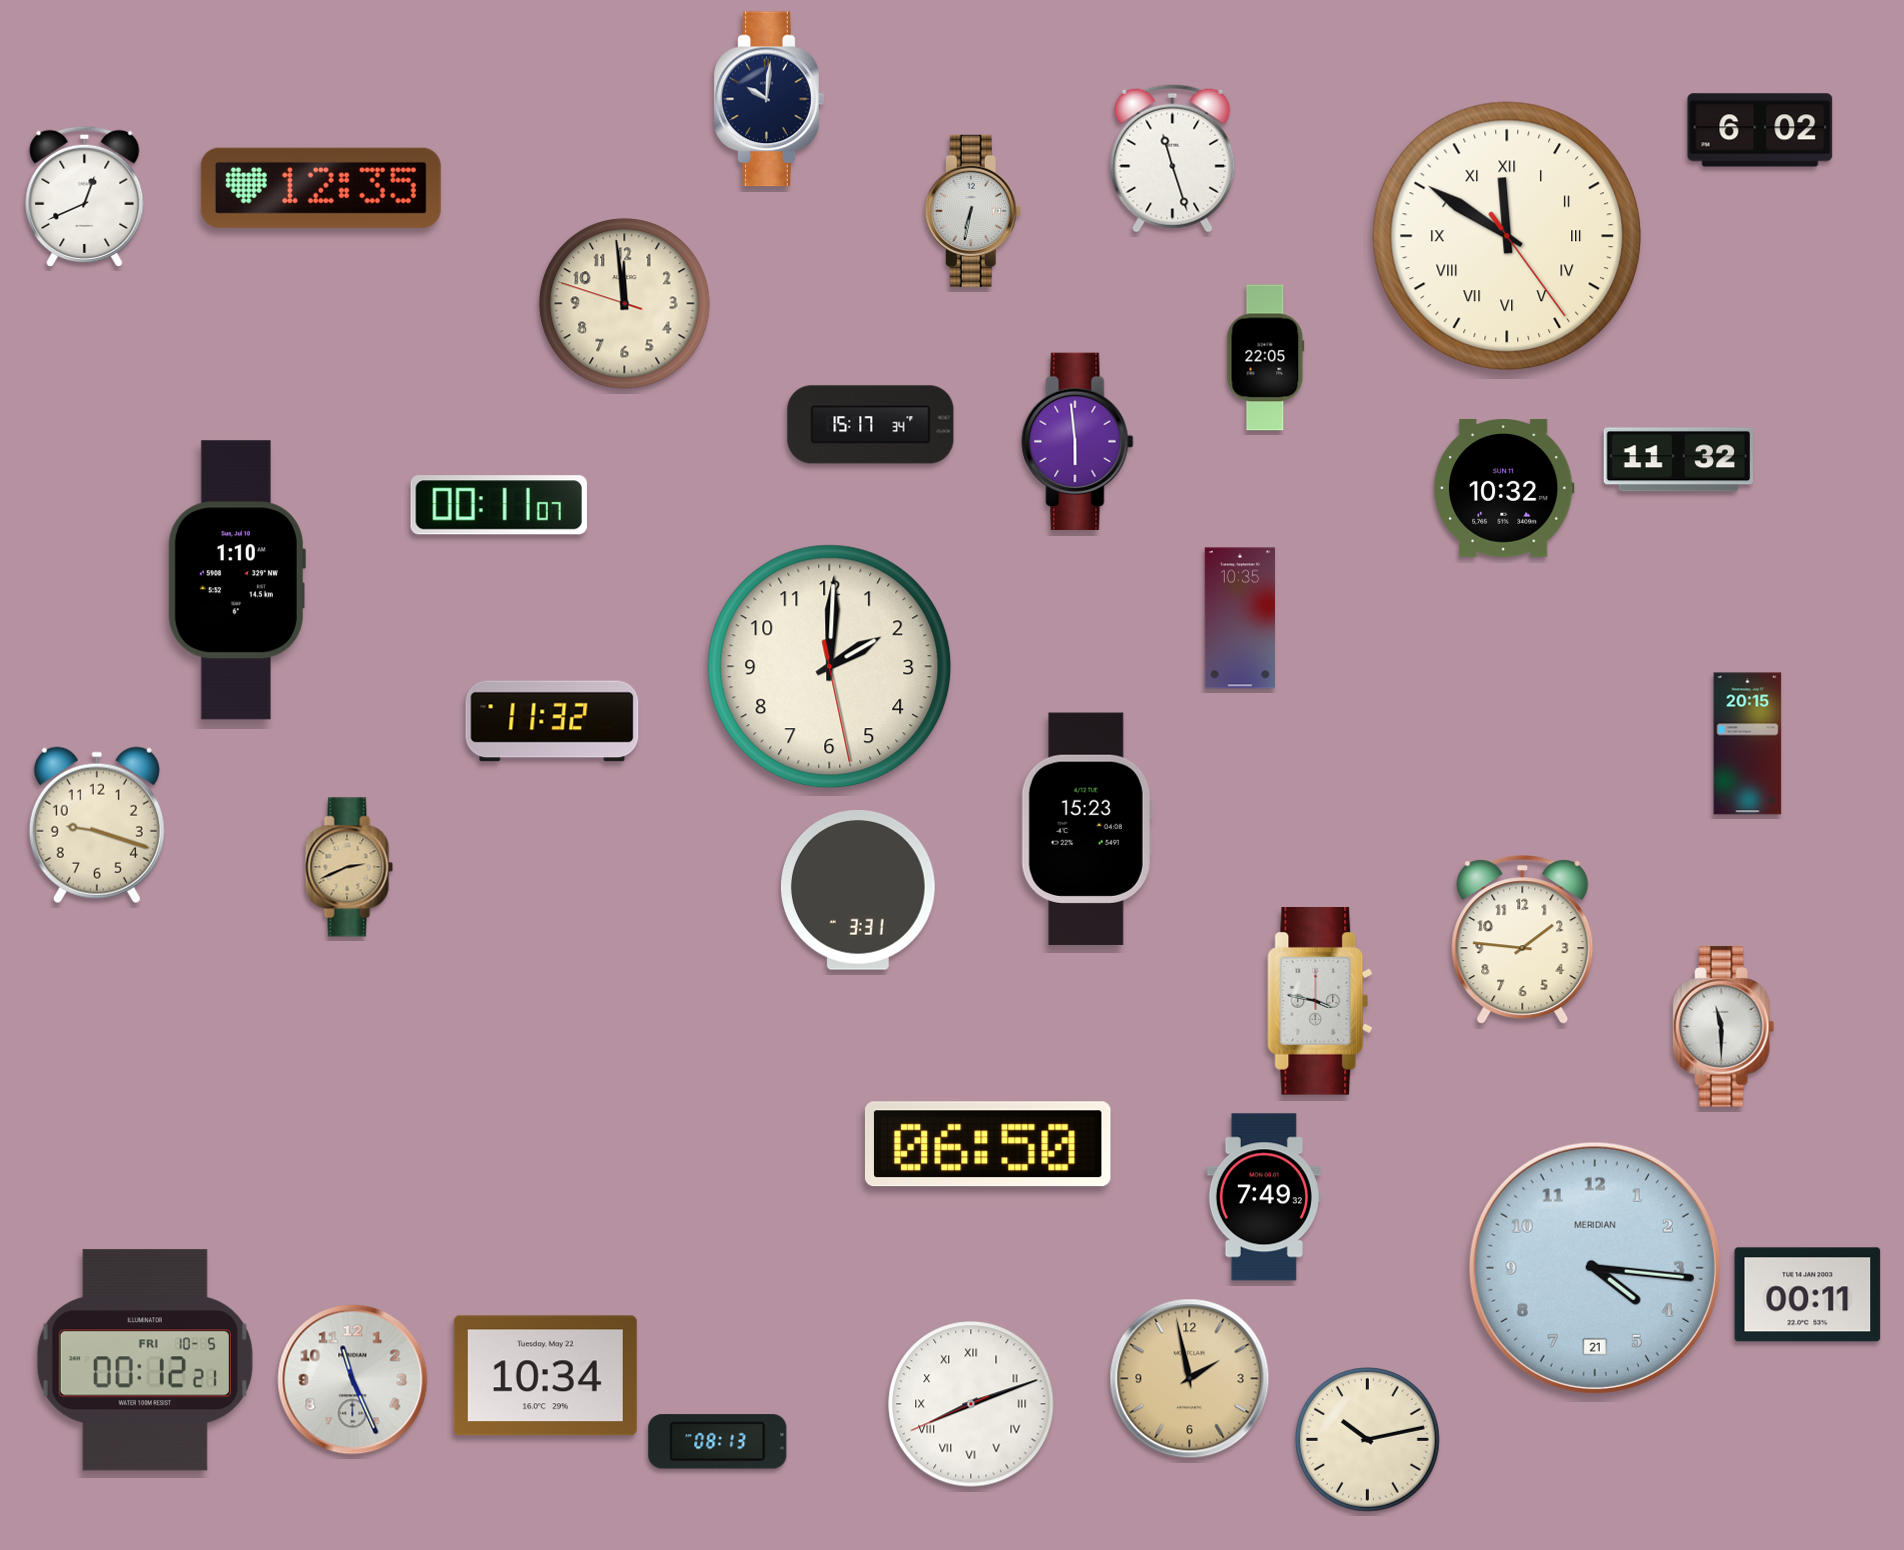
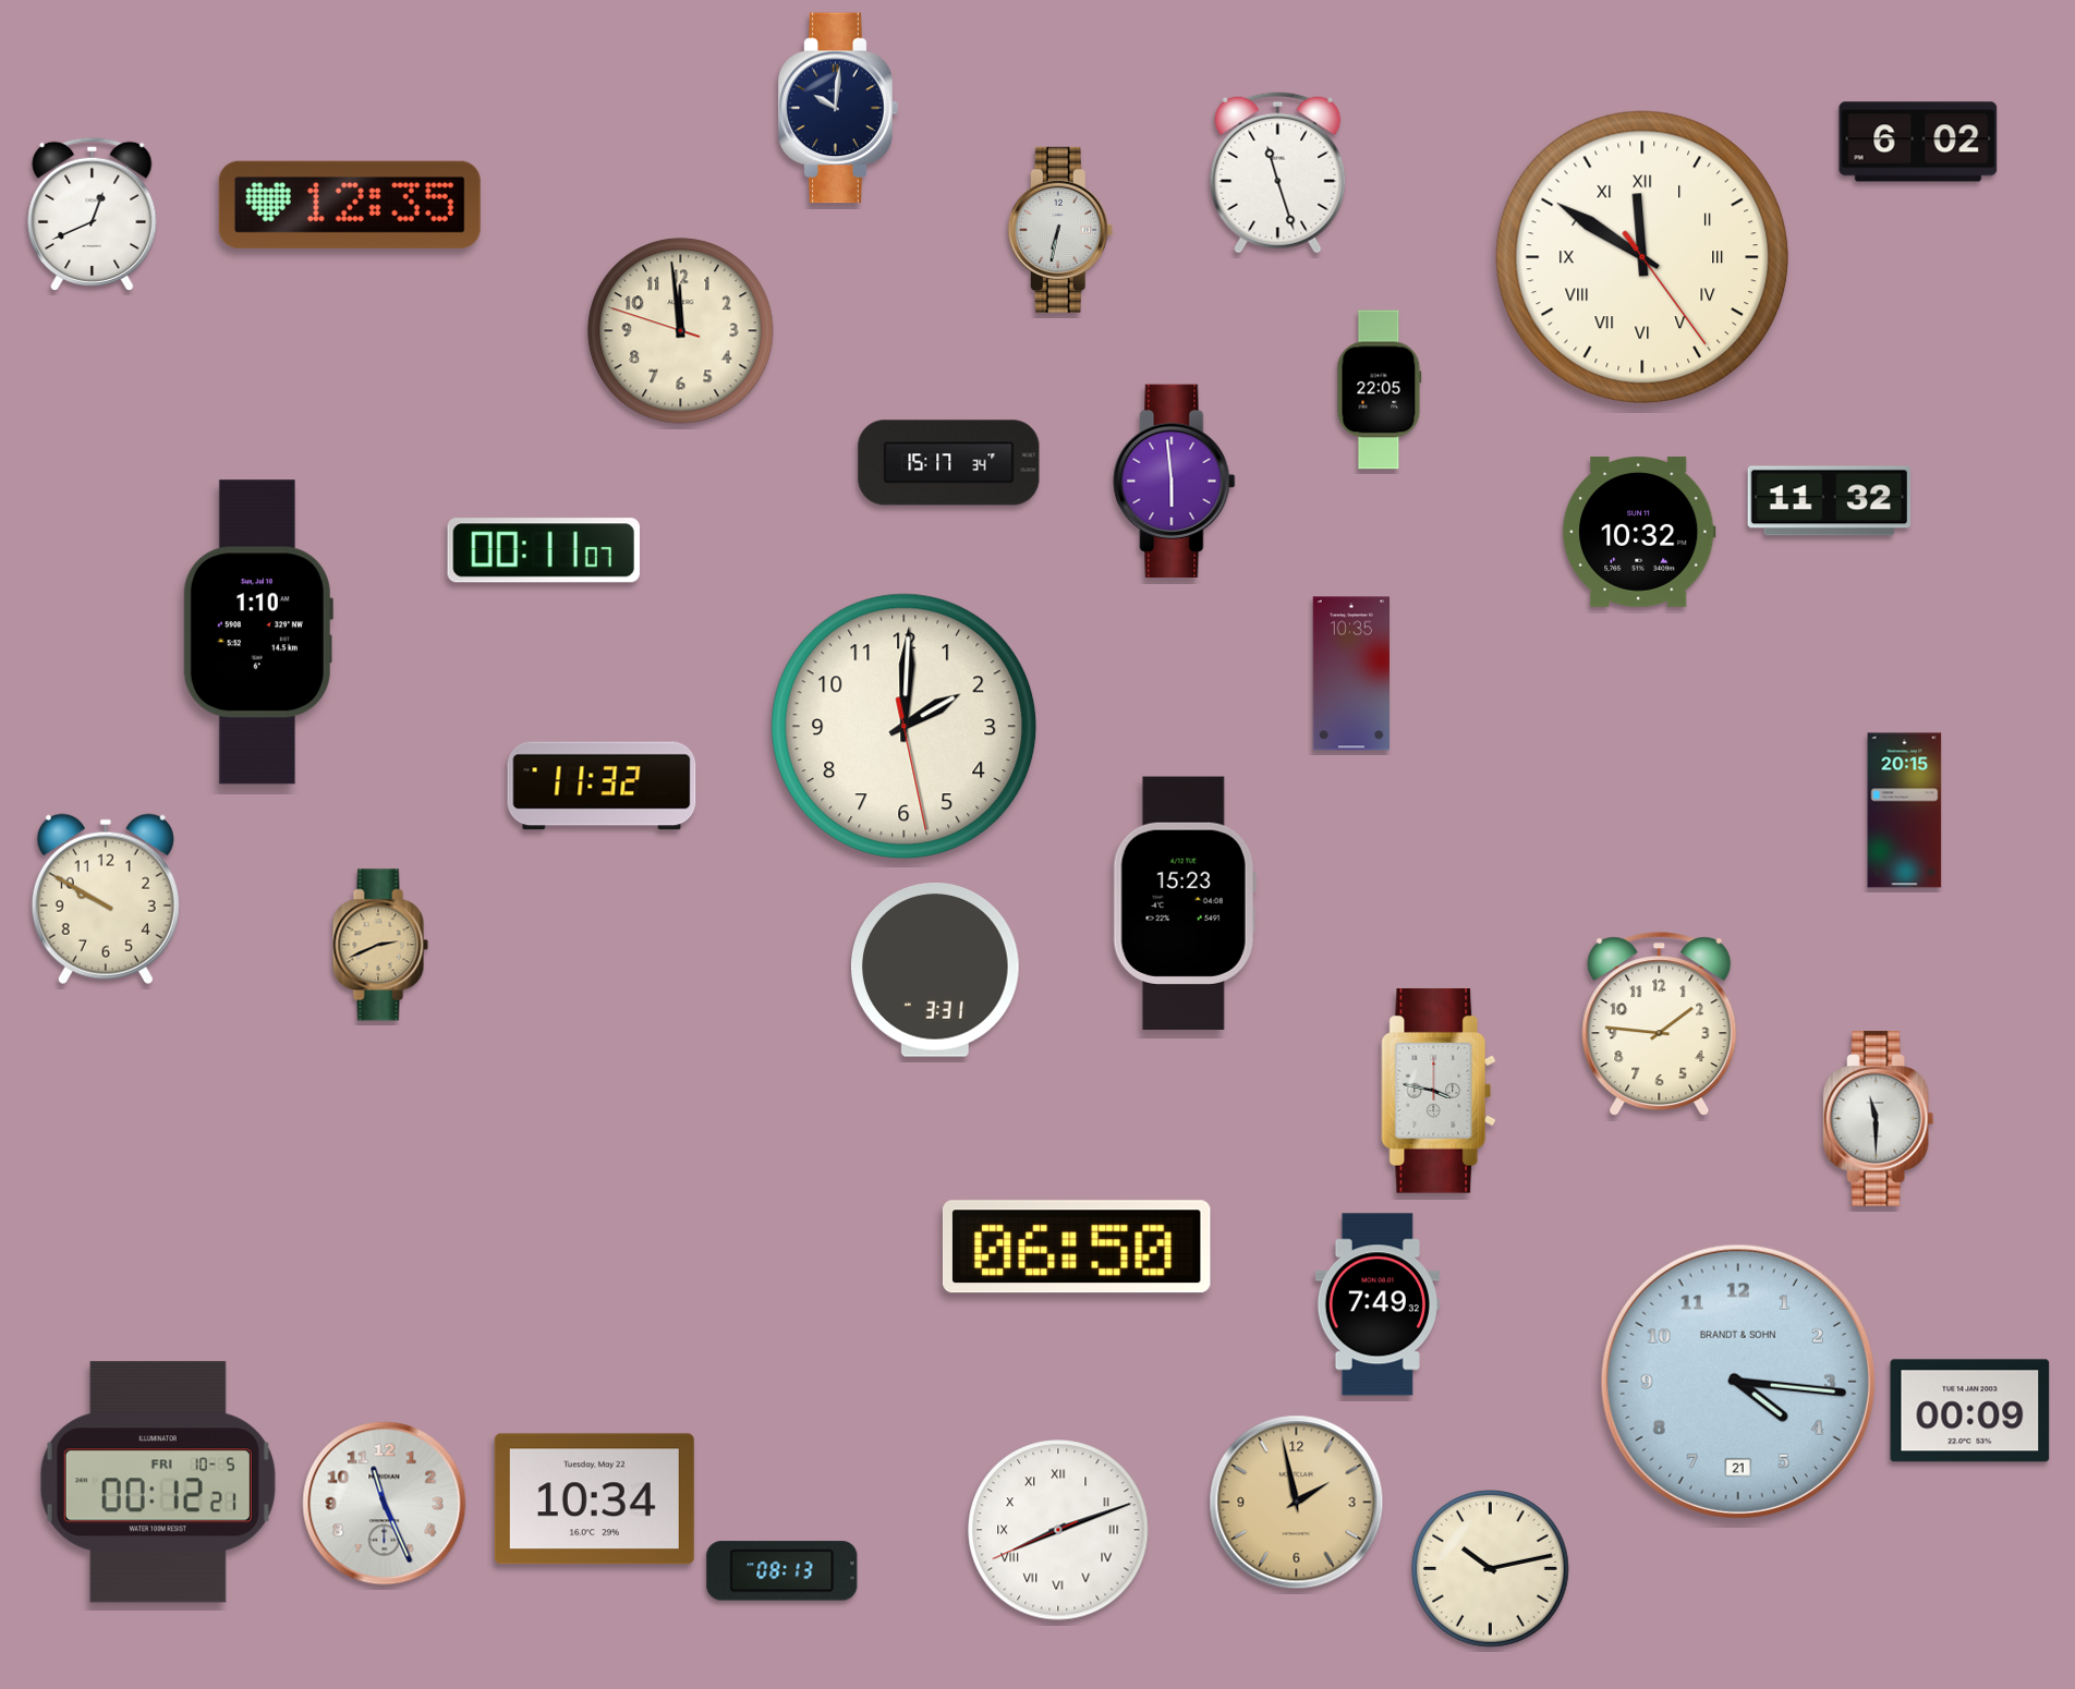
clock at (97, 825): 9:18 -> 9:50
clock at (1595, 1268) brand: MERIDIAN -> BRANDT & SOHN
clock at (1808, 1295): 00:11 -> 00:09
